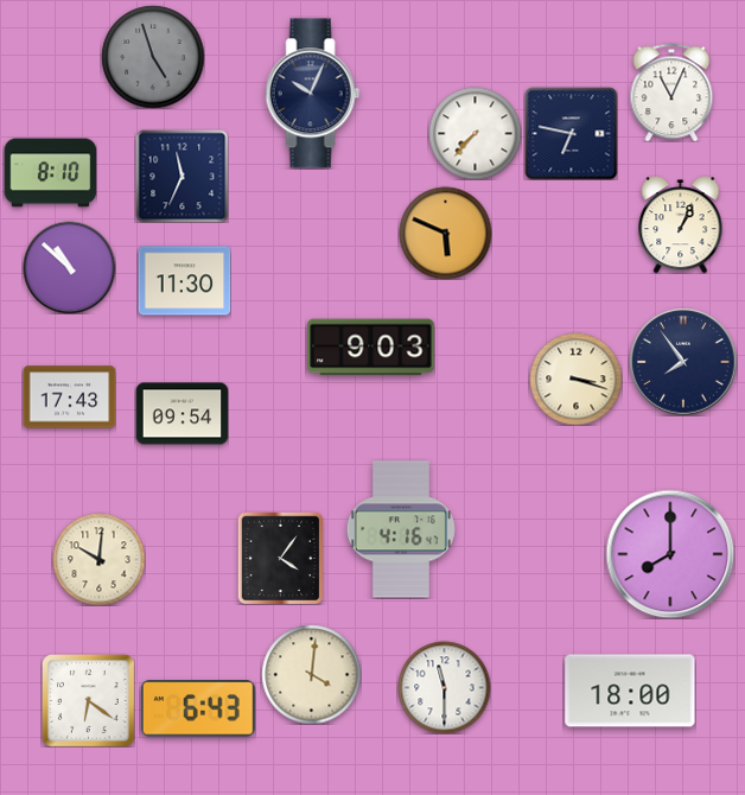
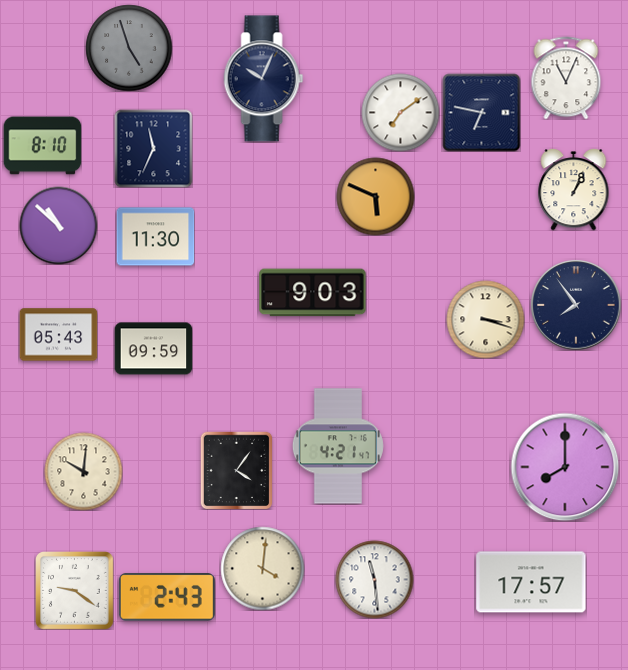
clock at (475, 133): 7:37 -> 7:09
clock at (69, 397): 17:43 -> 05:43
clock at (182, 414): 09:54 -> 09:59
clock at (401, 529): 4:16 -> 4:21
clock at (444, 687): 11:30 -> 11:29
clock at (630, 691): 18:00 -> 17:57
clock at (89, 701): 6:21 -> 9:21
clock at (198, 708): 6:43 -> 2:43
